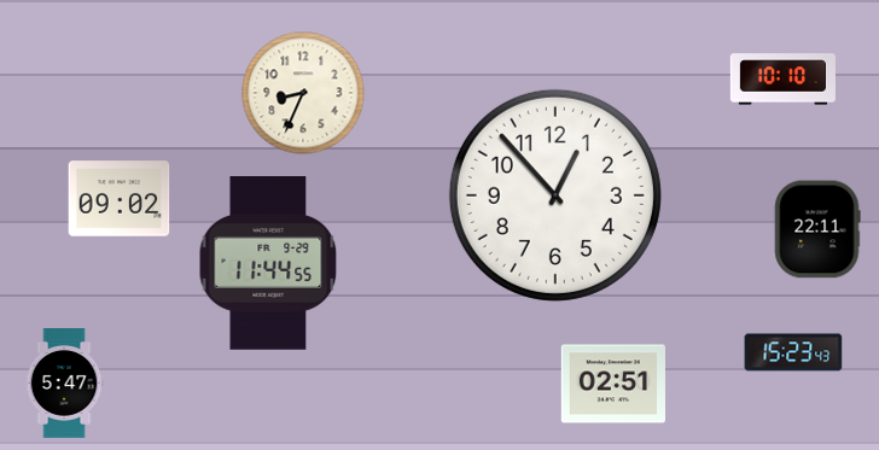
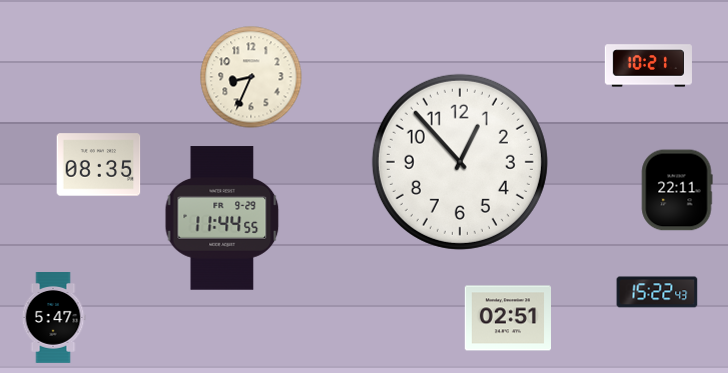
clock at (782, 80): 10:10 -> 10:21
clock at (120, 199): 09:02 -> 08:35
clock at (793, 352): 15:23 -> 15:22
